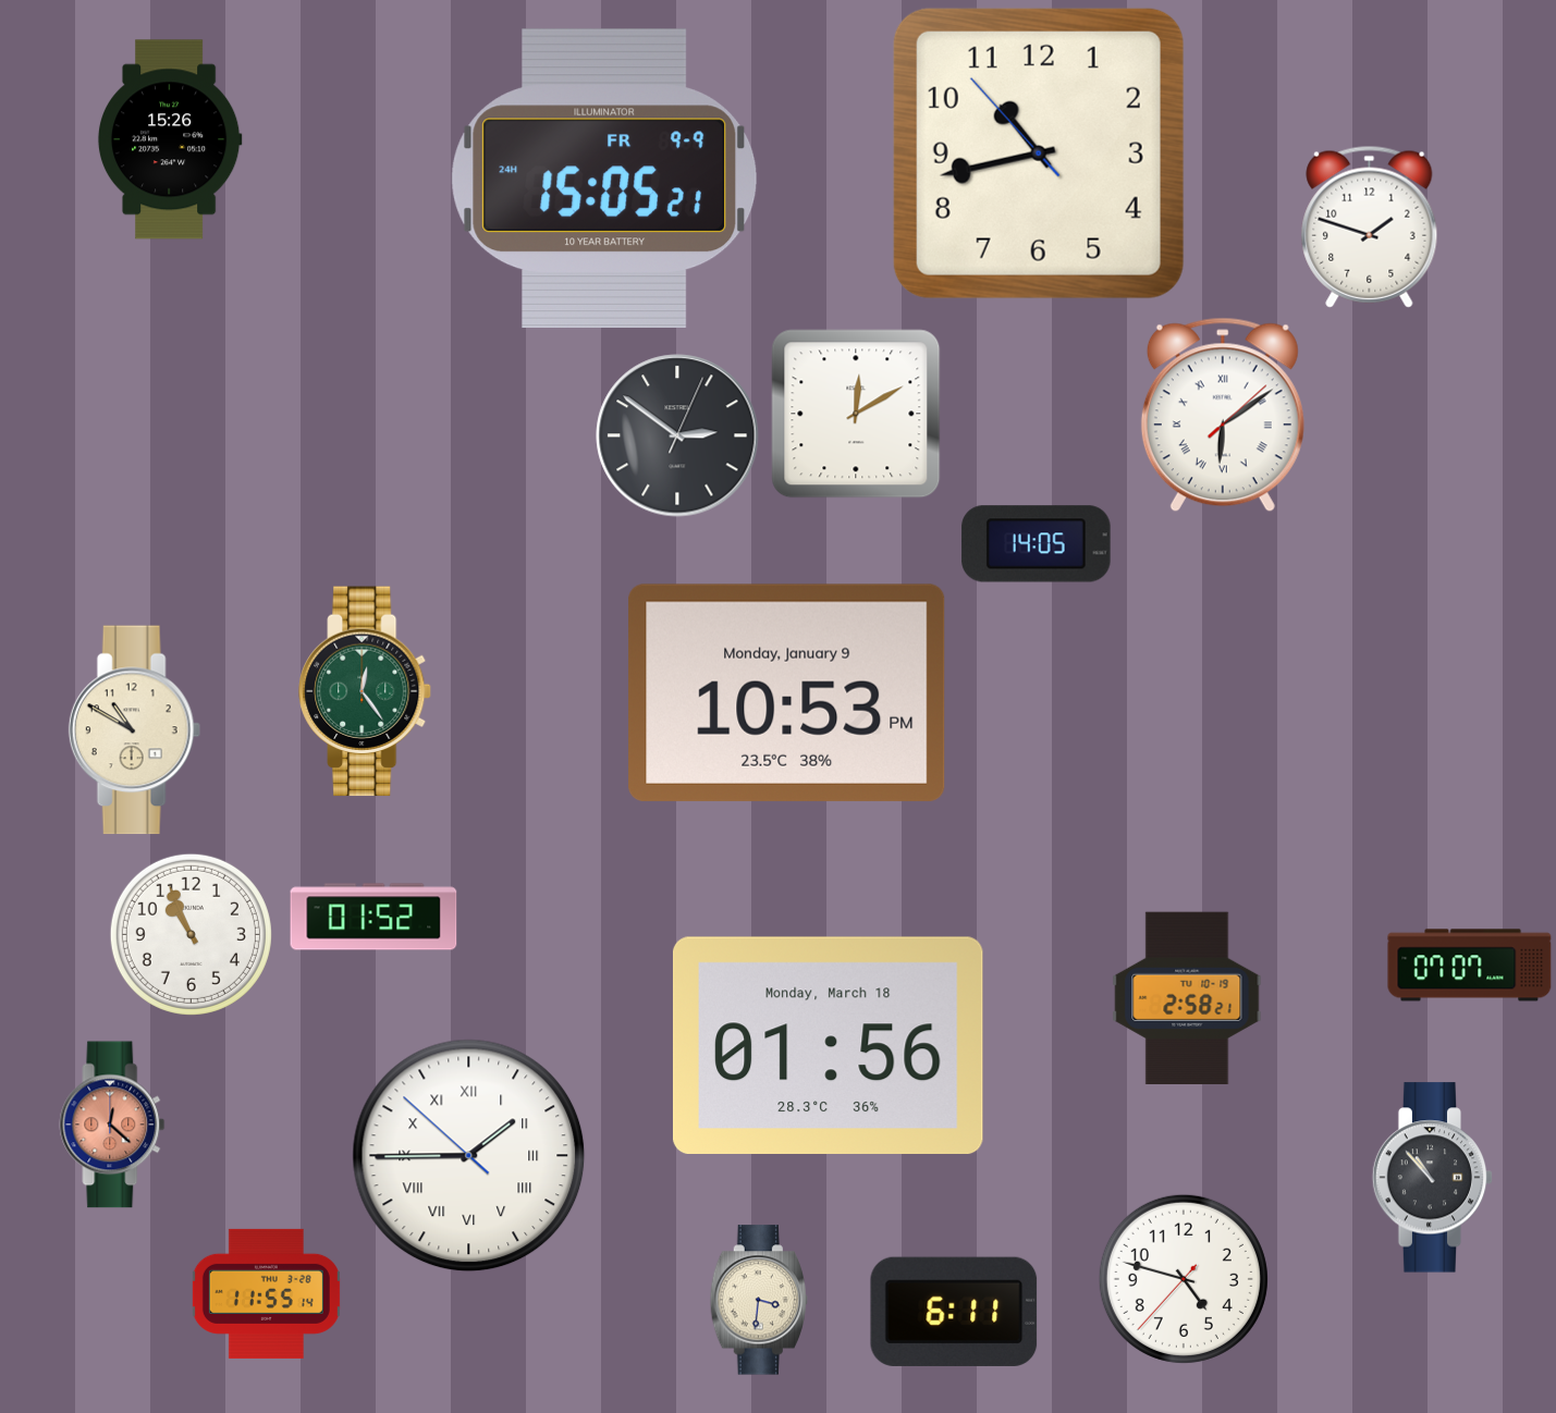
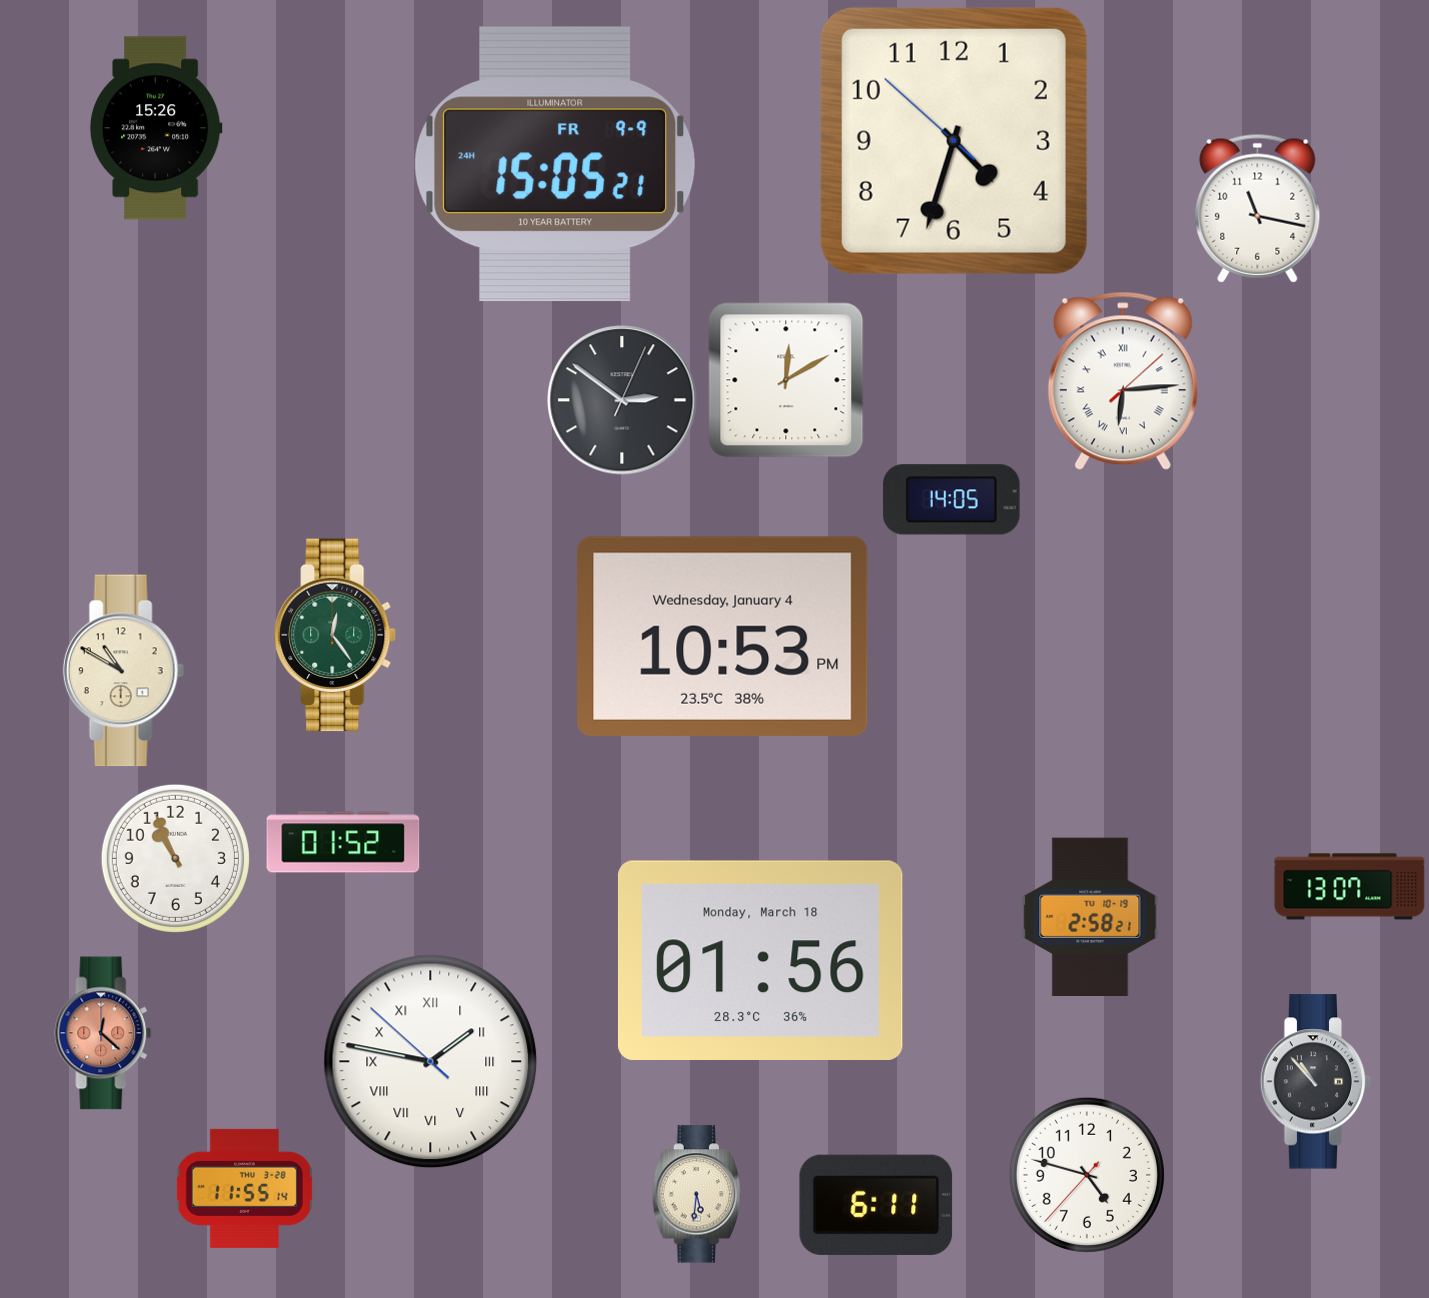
clock at (1039, 153): 10:42 -> 4:32
clock at (1370, 226): 1:48 -> 11:17
clock at (1223, 415): 6:09 -> 6:14
clock at (787, 692) date: Monday, January 9 -> Wednesday, January 4
clock at (1470, 966): 07:07 -> 13:07
clock at (469, 1156): 1:44 -> 1:46
clock at (758, 1300): 3:31 -> 5:31
